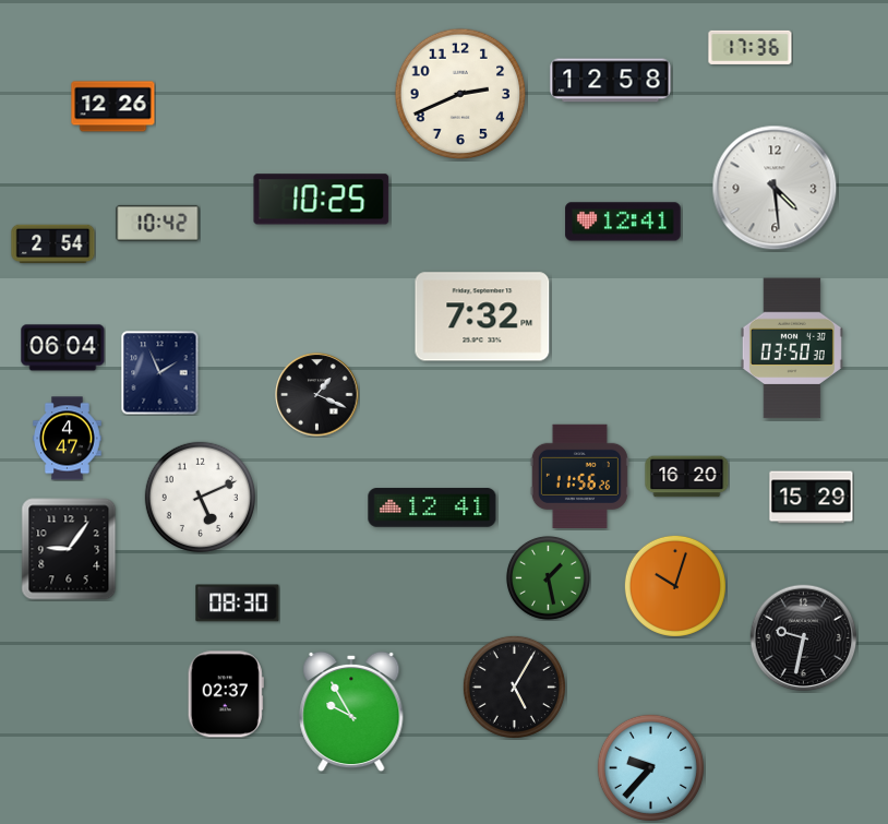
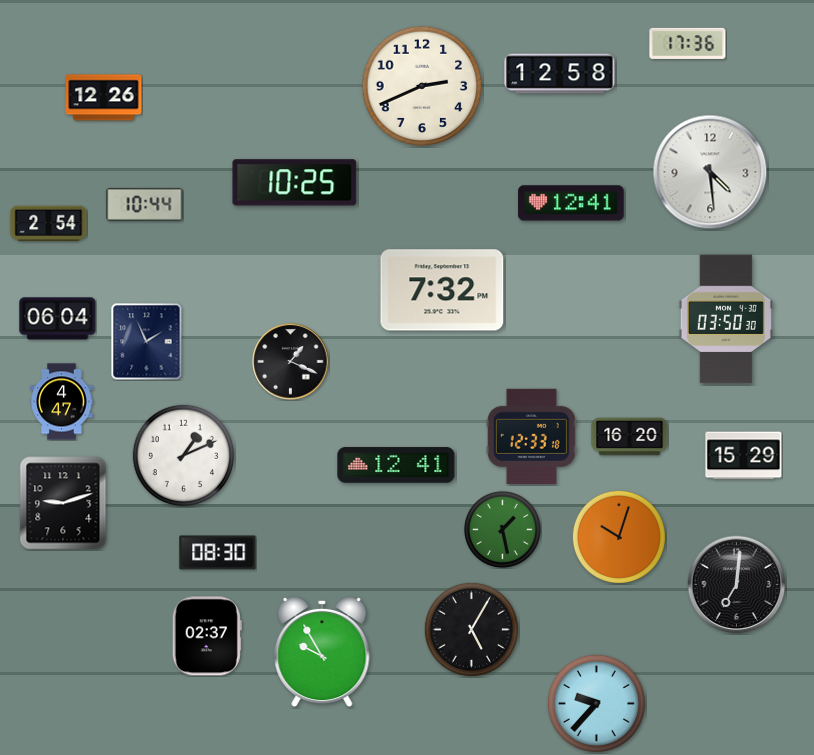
clock at (158, 223): 10:42 -> 10:44
clock at (579, 476): 11:56 -> 12:33
clock at (200, 497): 5:11 -> 1:11
clock at (69, 549): 9:06 -> 9:12
clock at (804, 638): 9:32 -> 7:01
